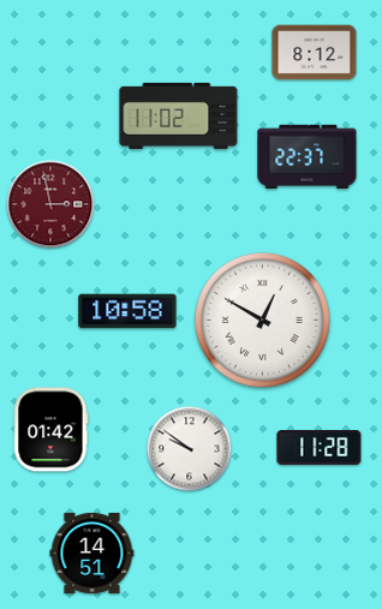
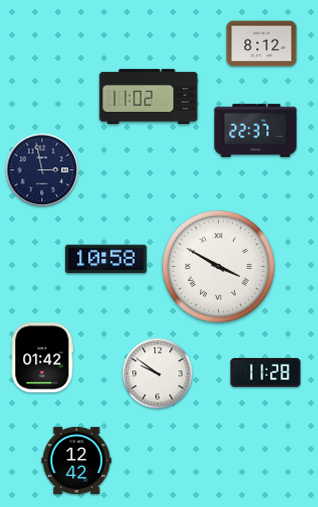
clock at (50, 204) dial: burgundy -> navy
clock at (262, 320): 12:50 -> 3:50
clock at (92, 553): 14:51 -> 12:42
